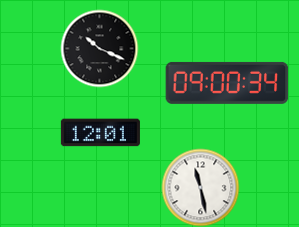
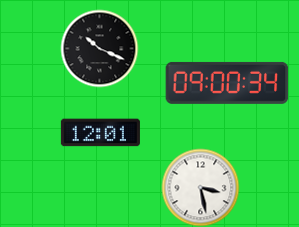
clock at (200, 187): 11:28 -> 3:28
